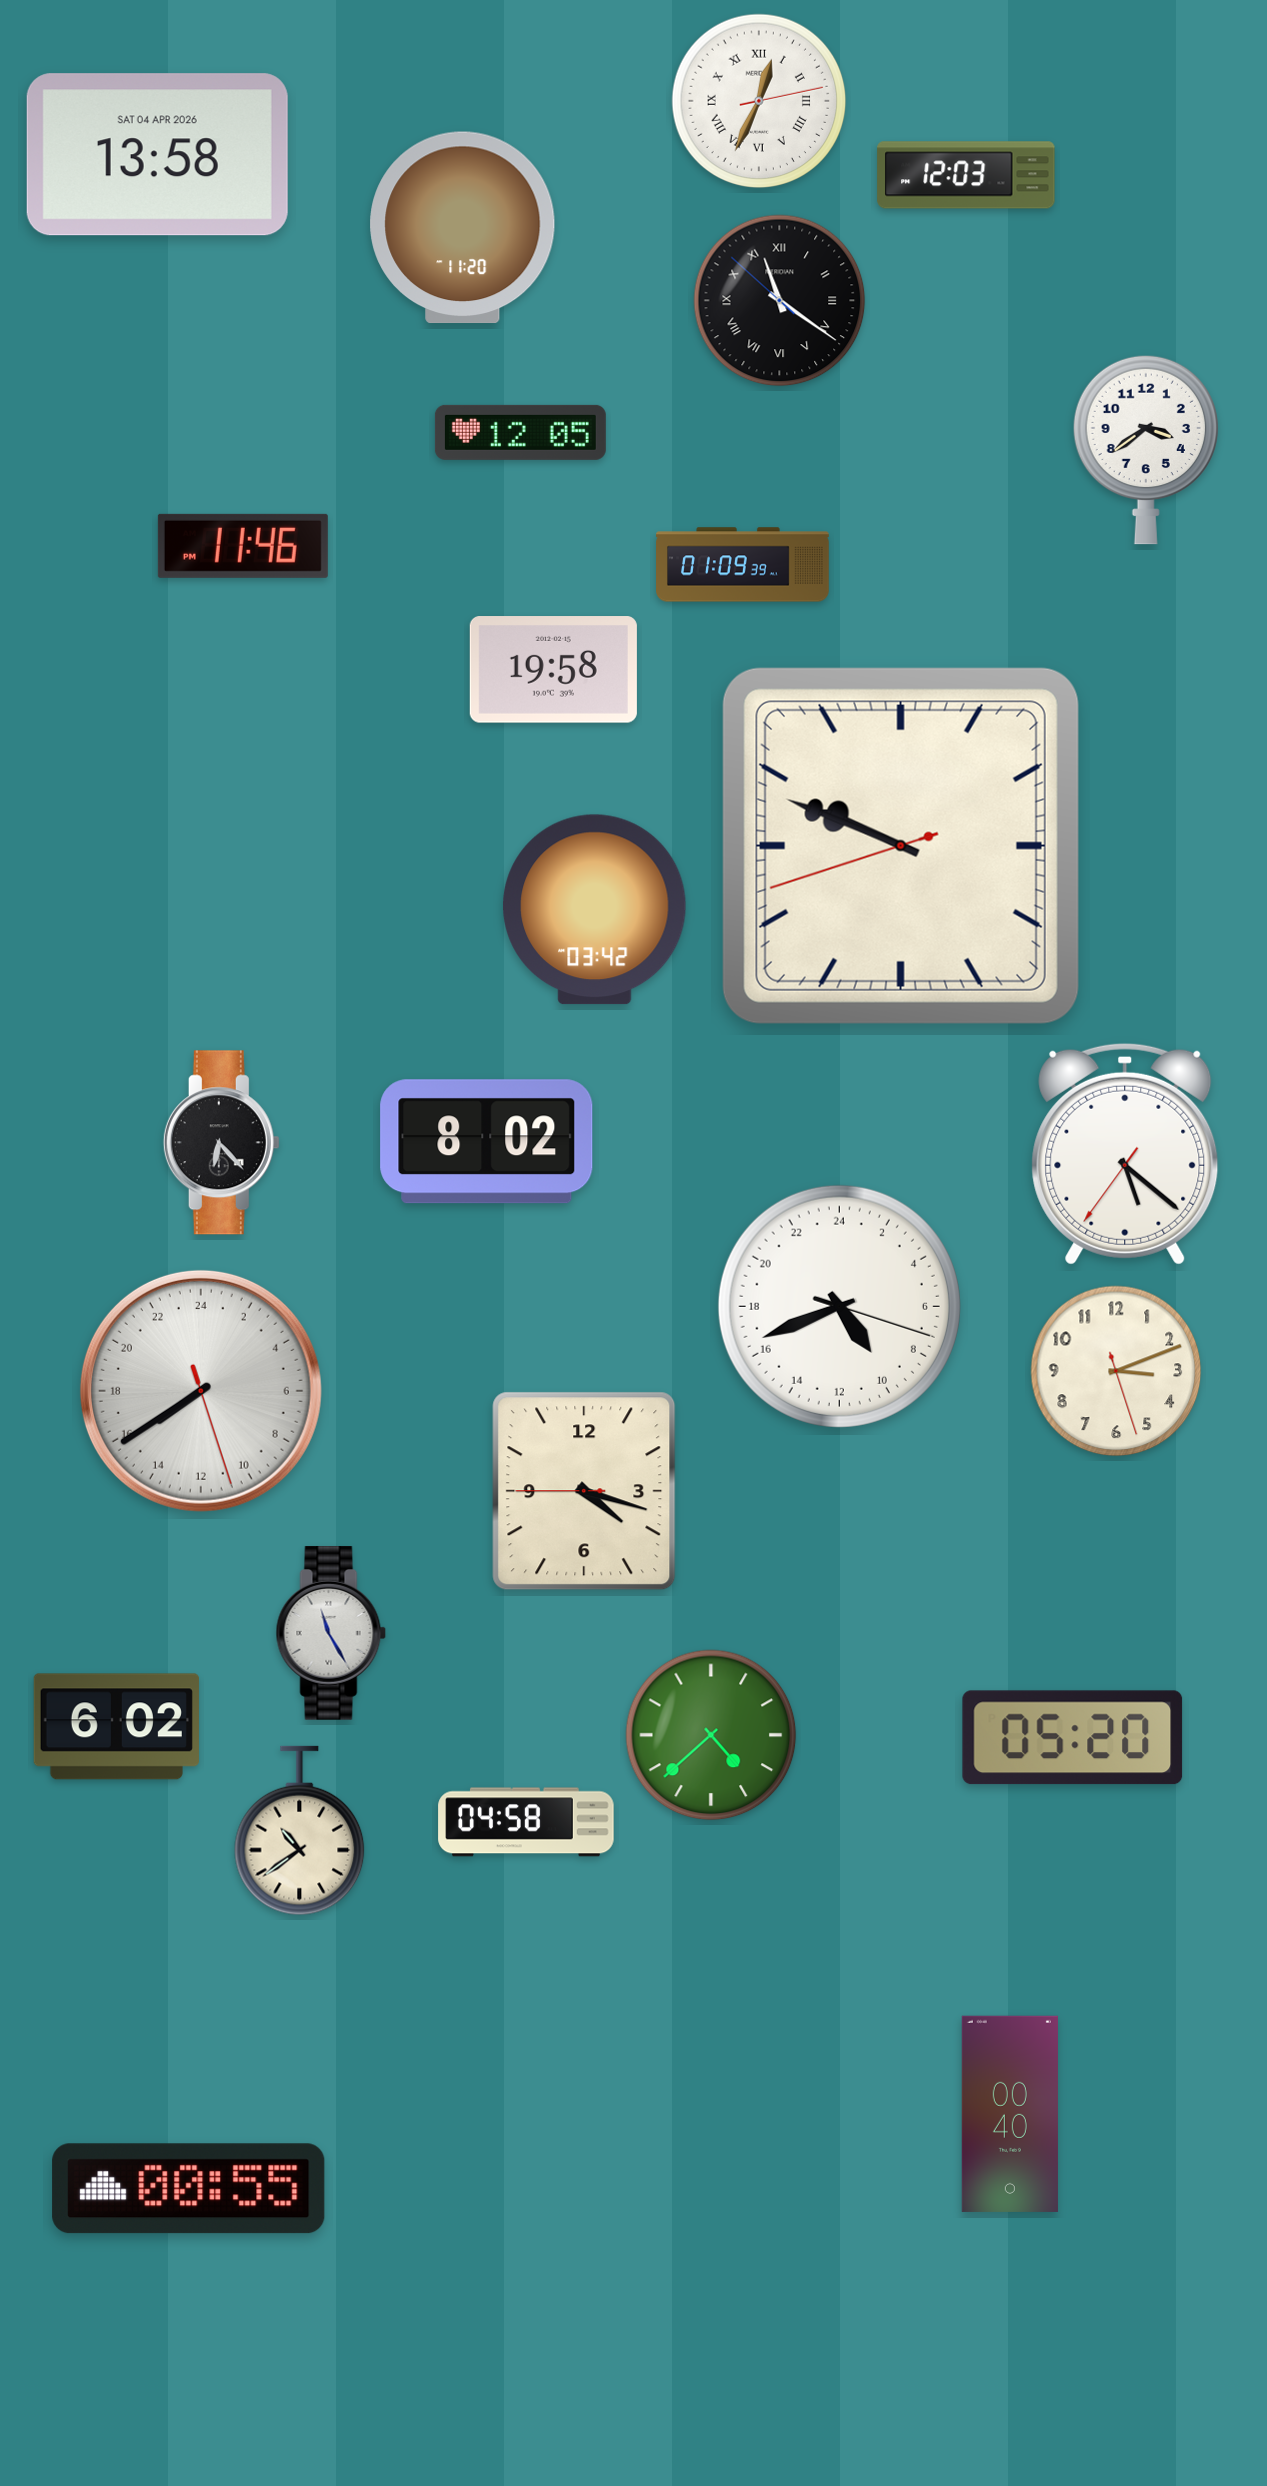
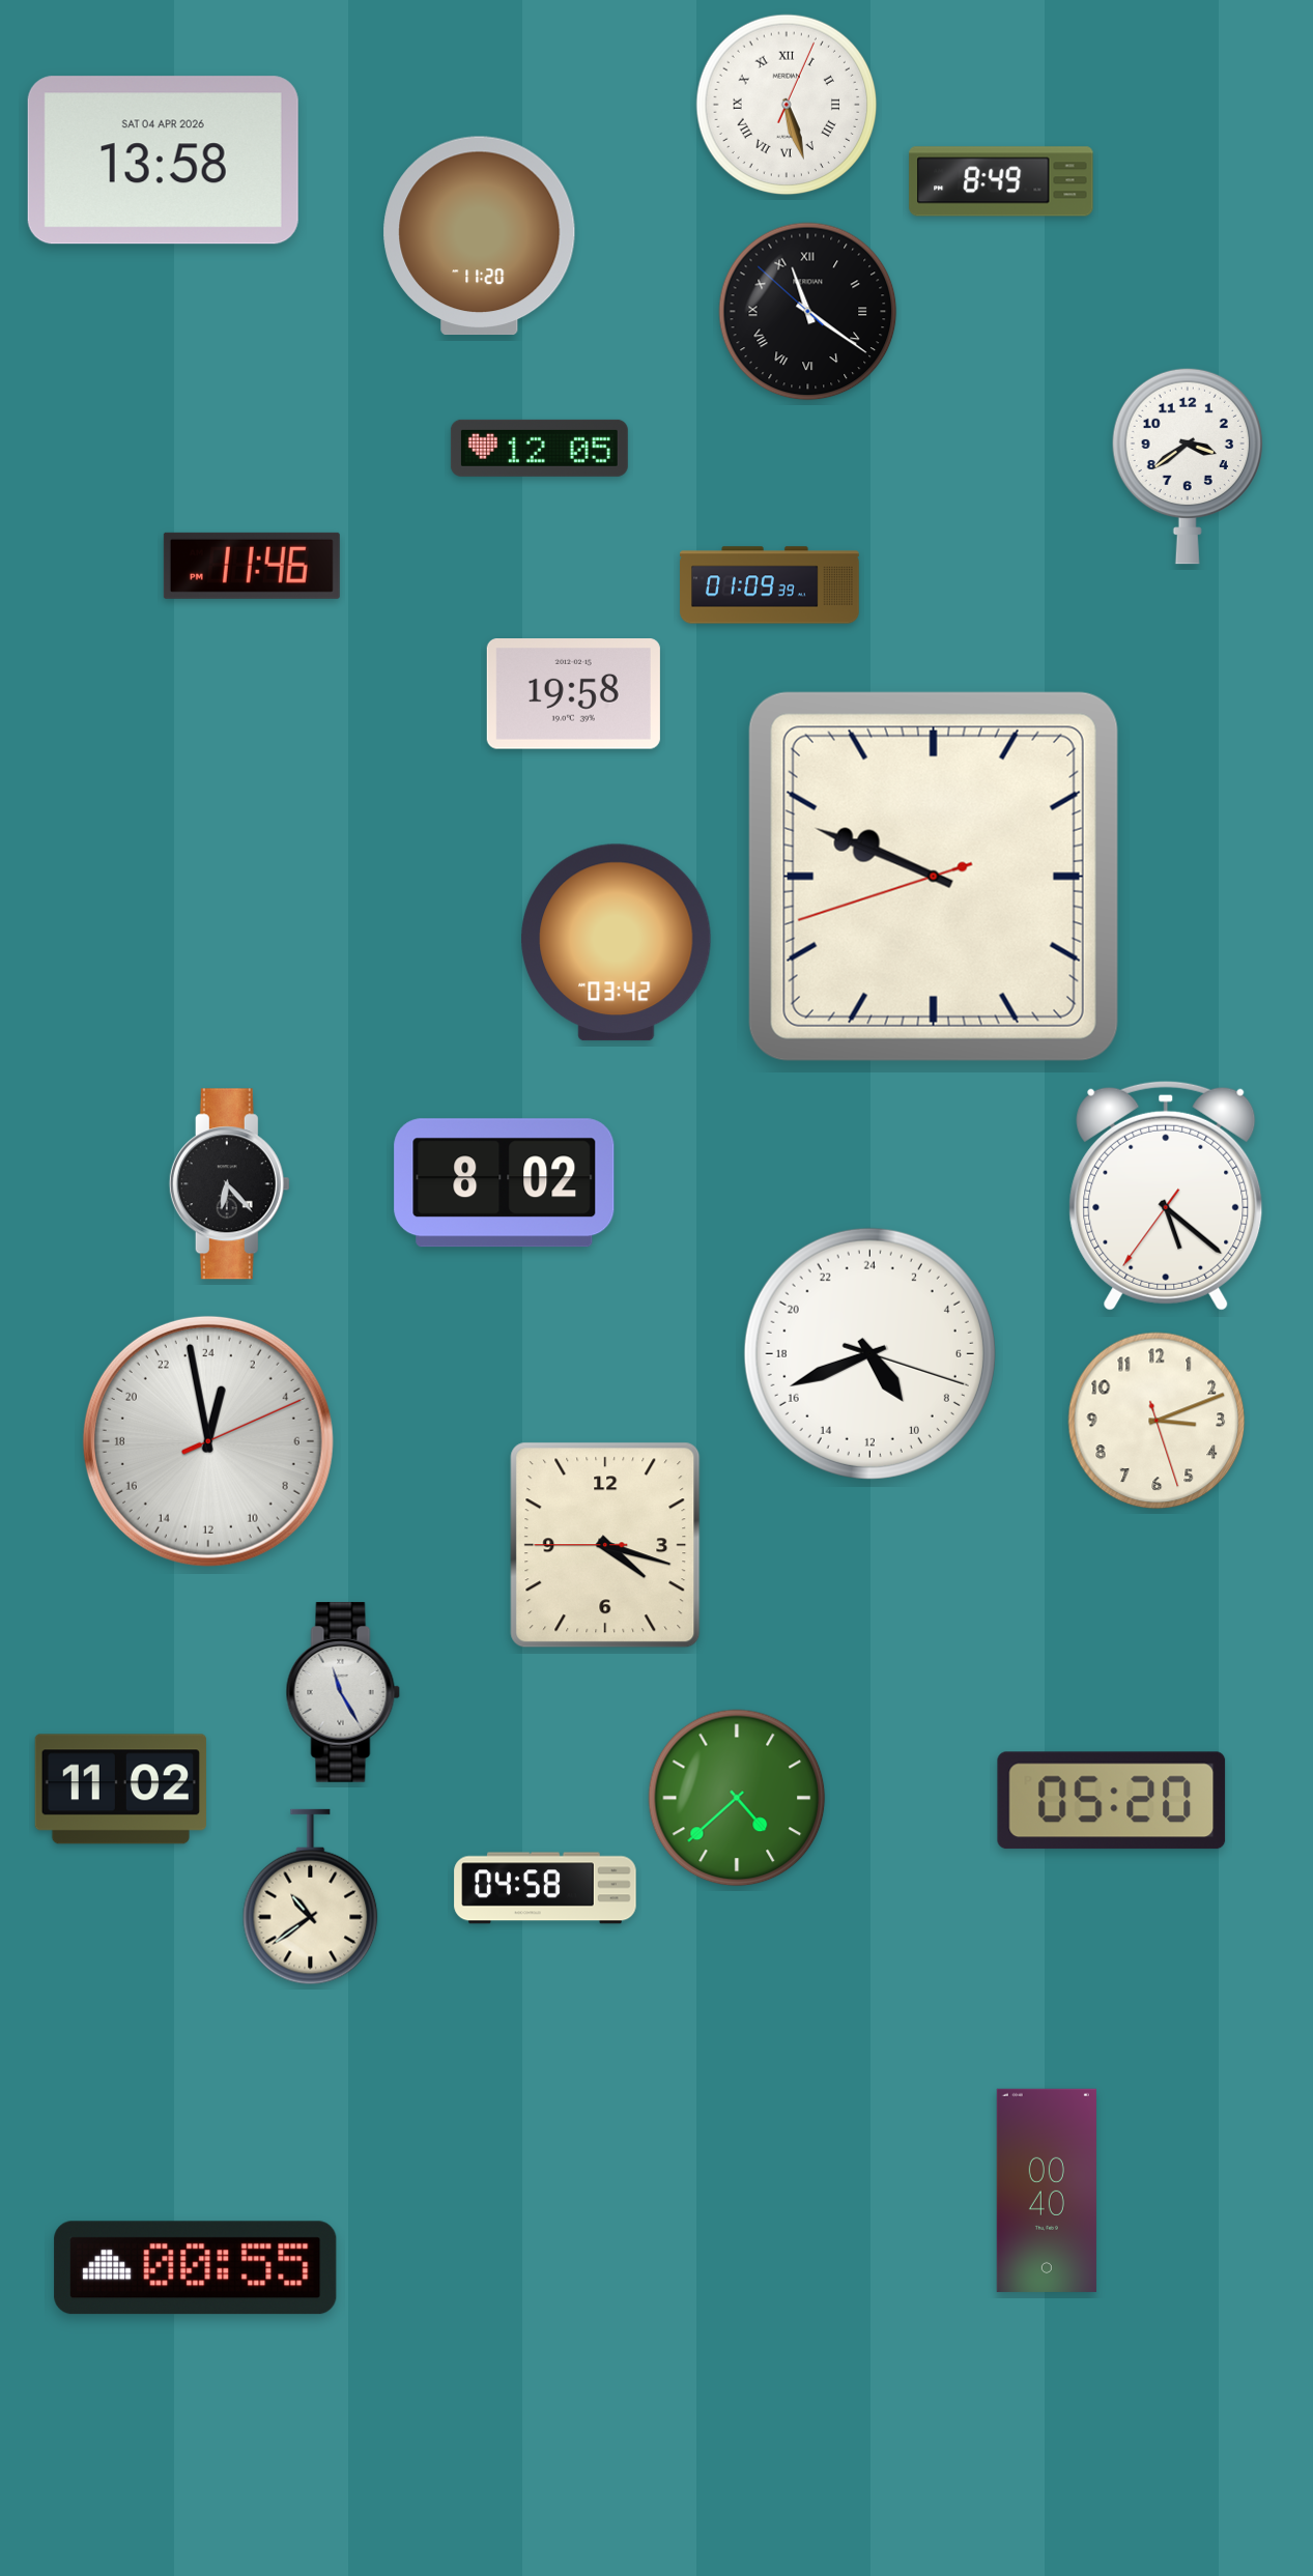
clock at (759, 101): 12:34 -> 5:27
clock at (966, 175): 12:03 -> 8:49
clock at (201, 1391): 15:39 -> 0:58
clock at (116, 1727): 6:02 -> 11:02
